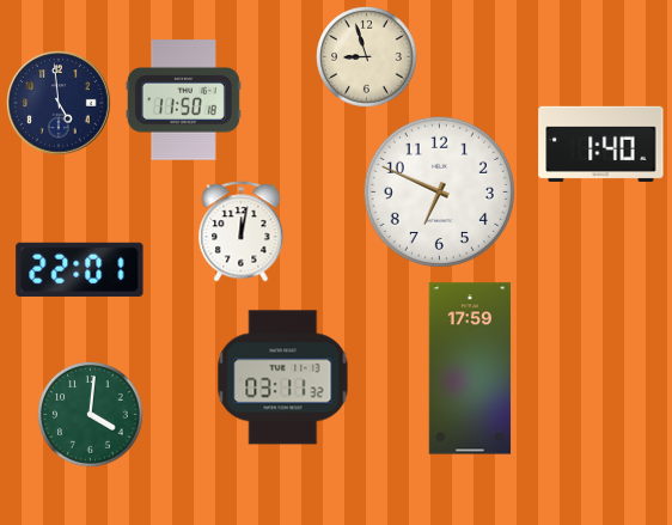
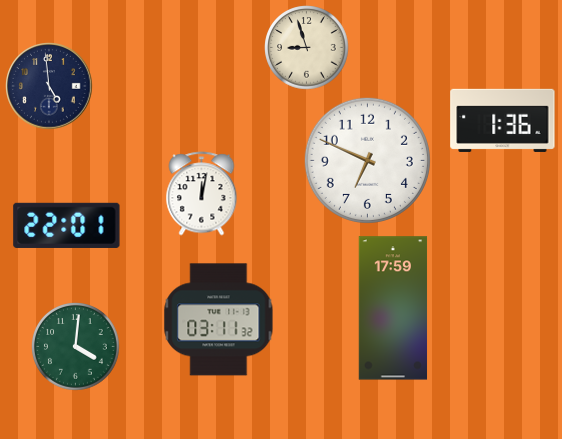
clock at (183, 100): 11:50 -> none
clock at (601, 144): 1:40 -> 1:36
clock at (283, 378) position: (283, 378) -> (219, 320)
